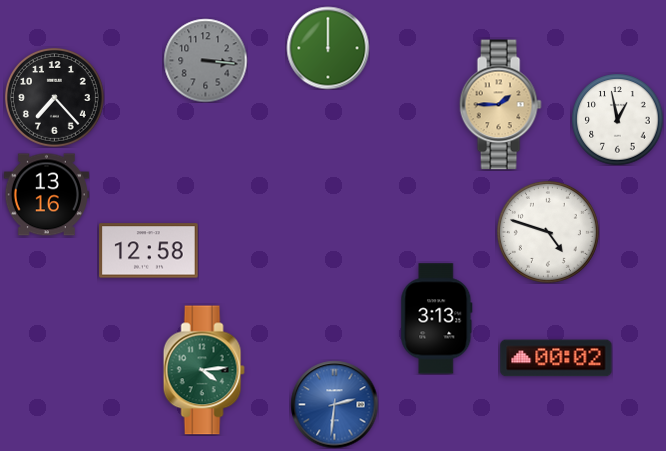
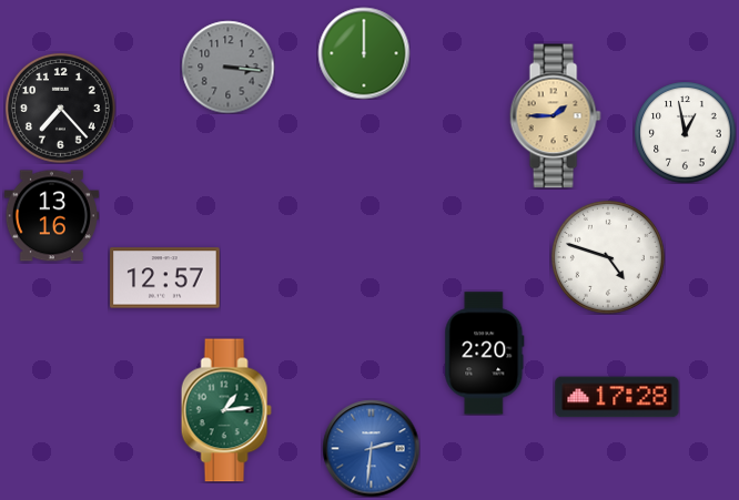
clock at (149, 251): 12:58 -> 12:57
clock at (437, 319): 3:13 -> 2:20
clock at (556, 358): 00:02 -> 17:28
clock at (204, 370): 4:14 -> 1:14
